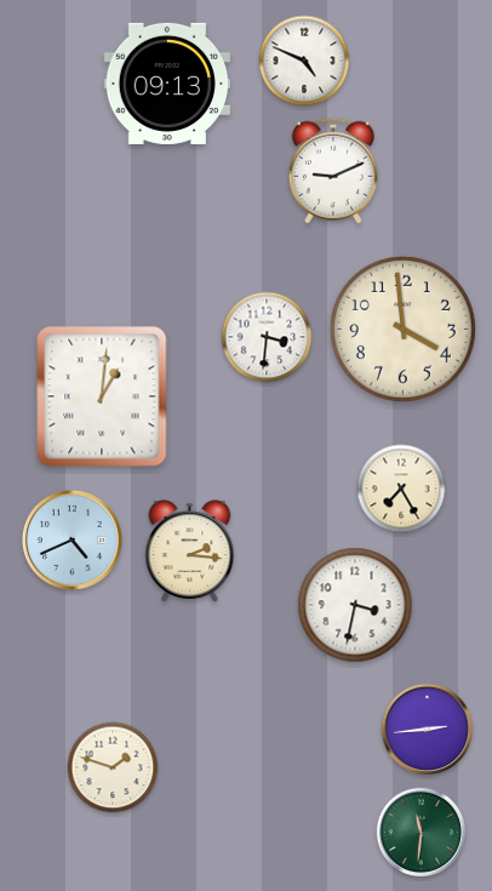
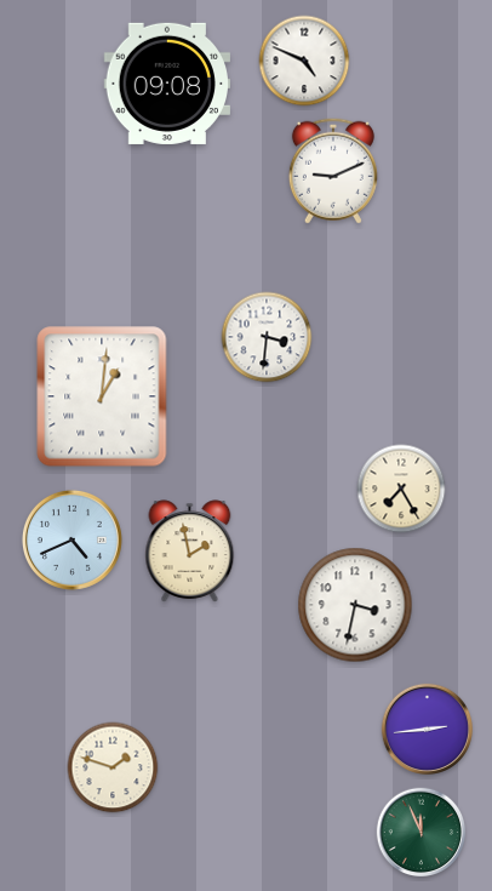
clock at (166, 84): 09:13 -> 09:08
clock at (402, 329): 3:59 -> none
clock at (190, 552): 2:16 -> 1:58
clock at (422, 833): 11:31 -> 11:56
